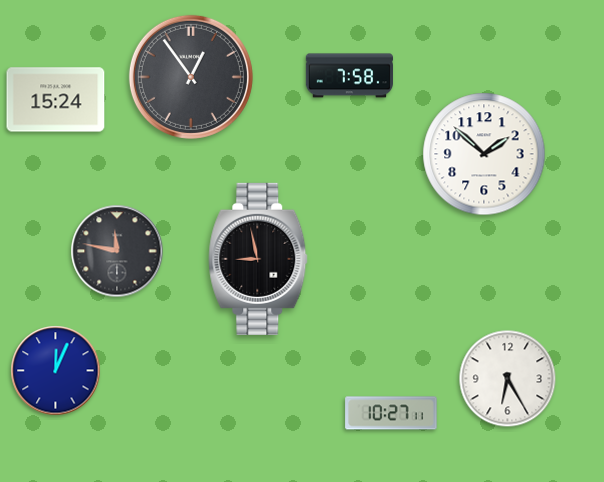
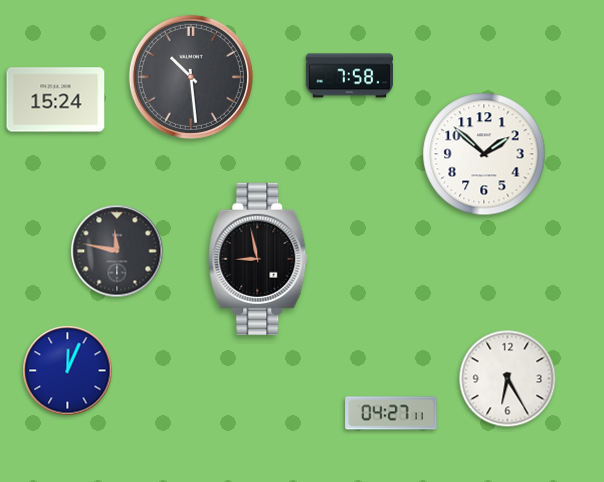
clock at (191, 77): 12:54 -> 10:29
clock at (56, 371) position: (56, 371) -> (68, 371)
clock at (391, 413): 10:27 -> 04:27
